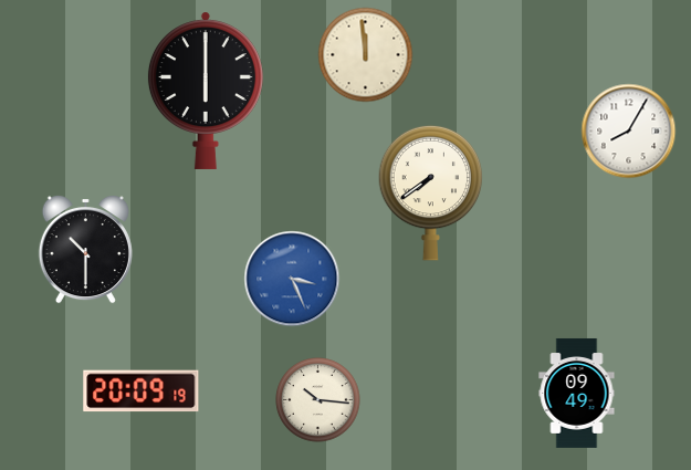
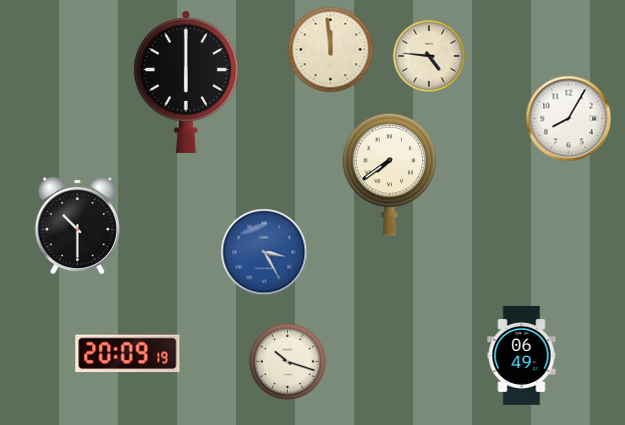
clock at (429, 56): none -> 4:46
clock at (292, 279): 3:26 -> 3:25
clock at (577, 393): 09:49 -> 06:49
clock at (318, 400): 10:16 -> 10:18
